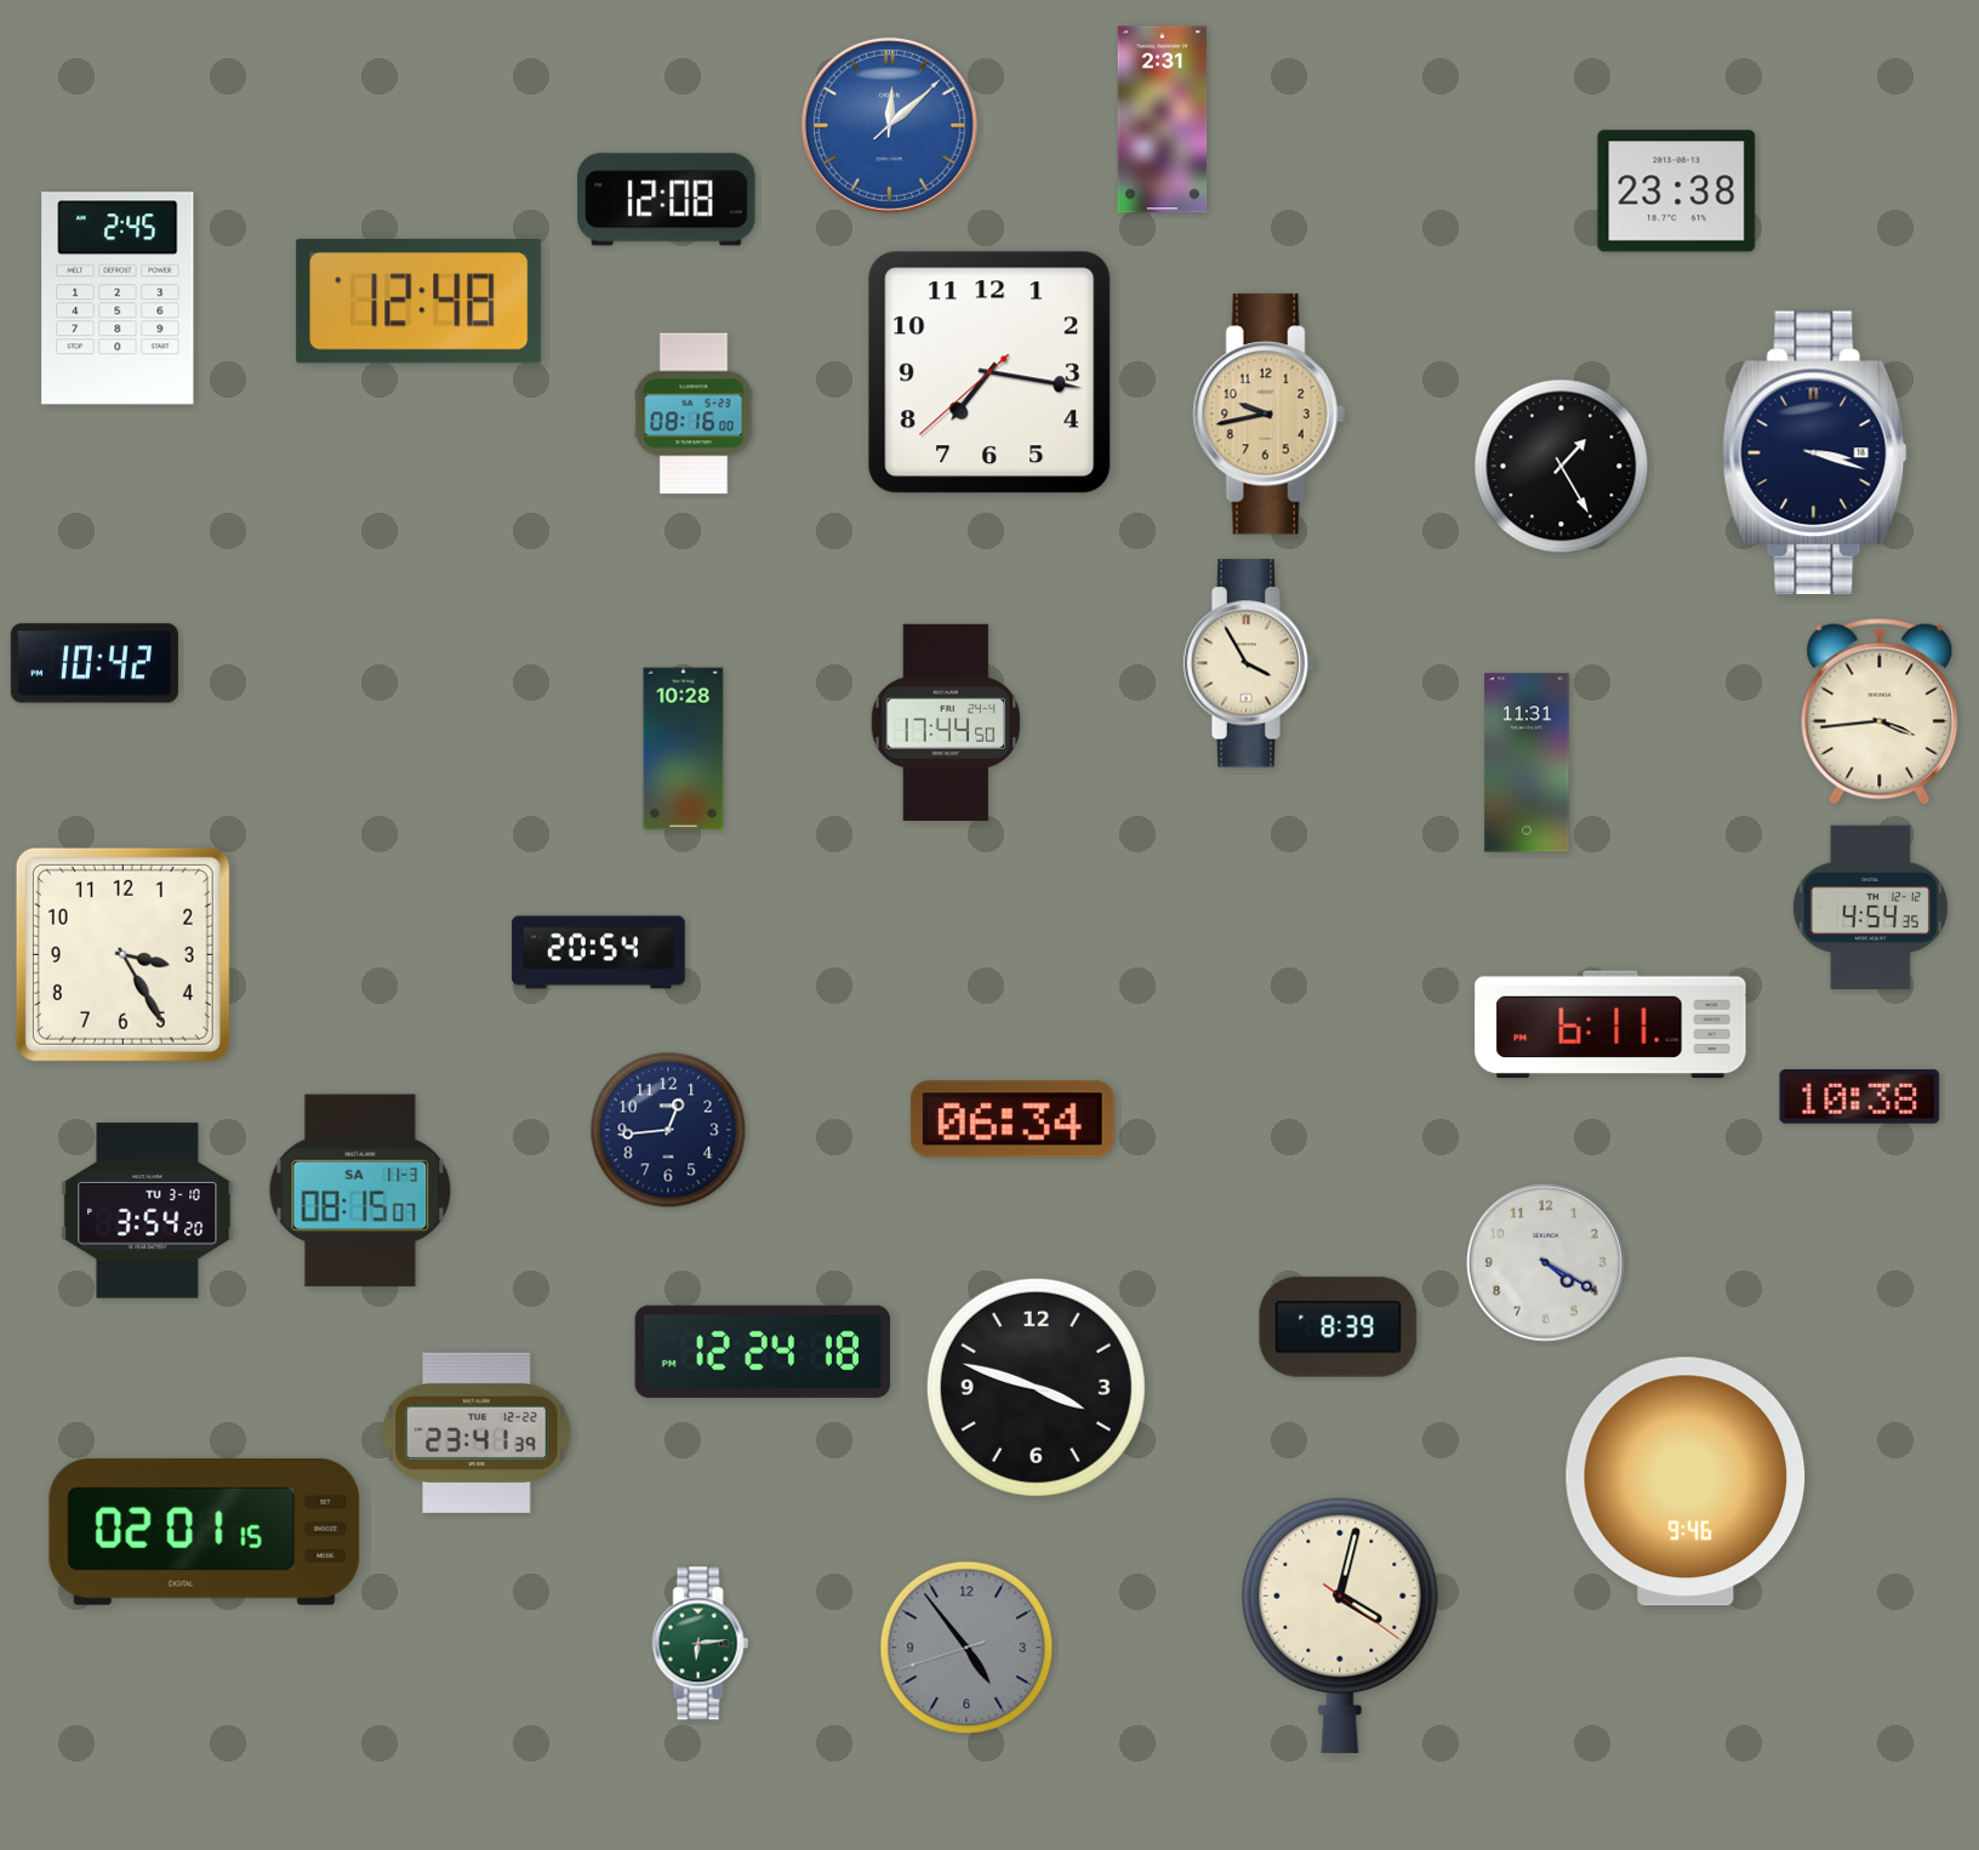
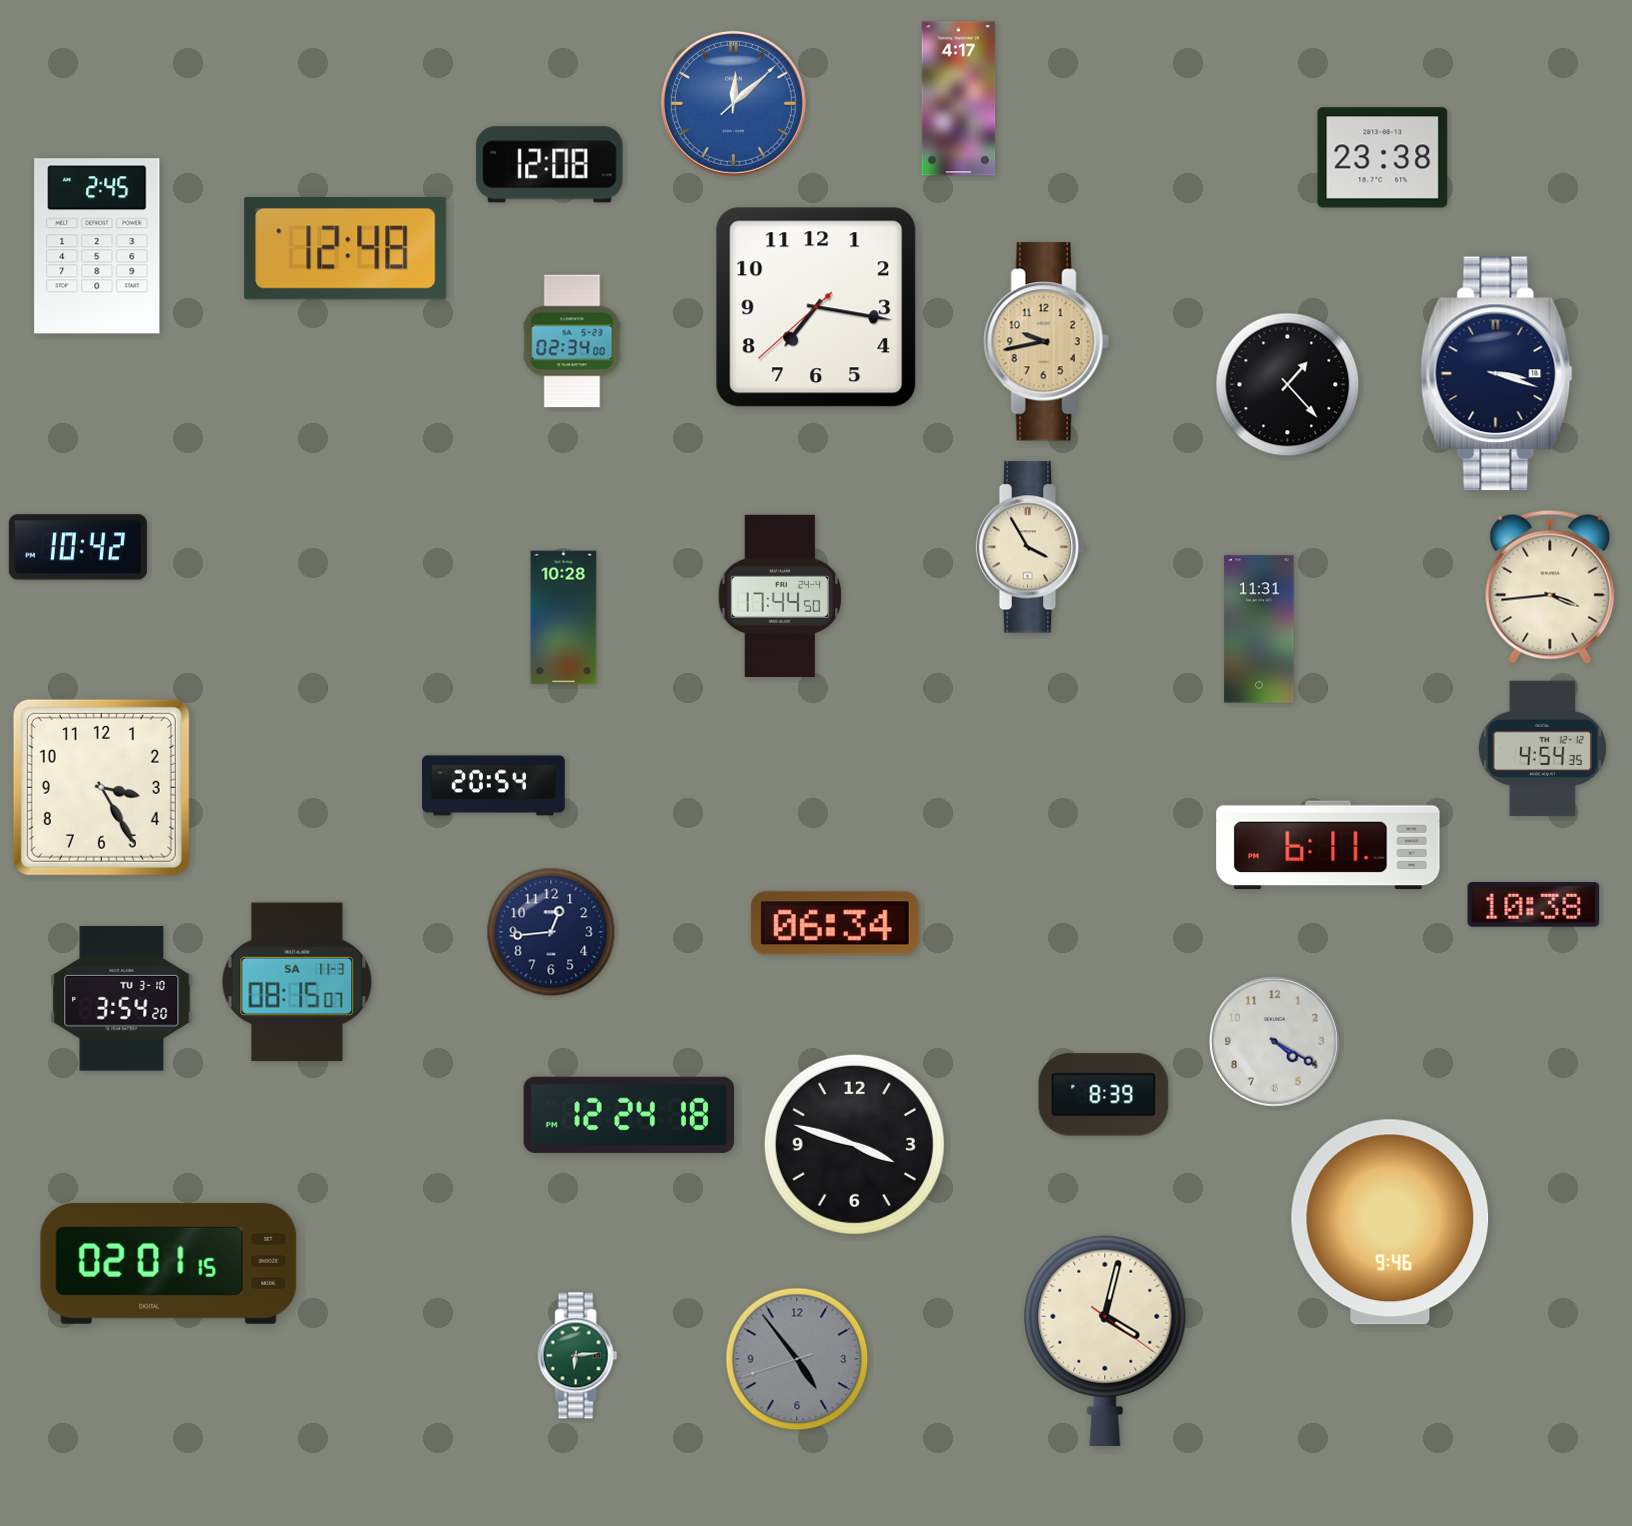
clock at (1163, 120): 2:31 -> 4:17
clock at (694, 413): 08:16 -> 02:34
clock at (1562, 467): 1:25 -> 1:23
clock at (478, 1433): 23:41 -> none
